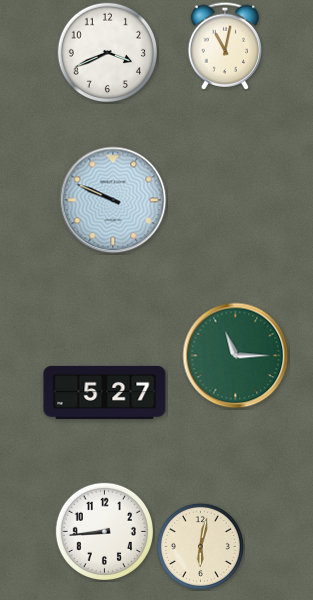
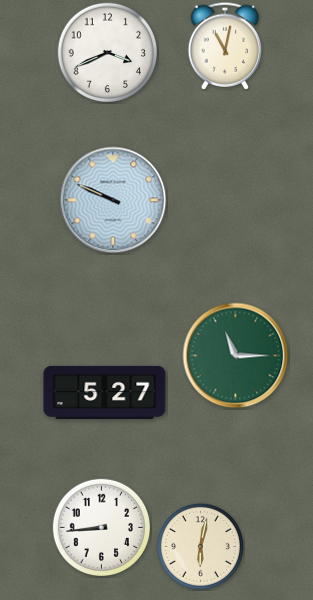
clock at (104, 531) position: (104, 531) -> (101, 527)
